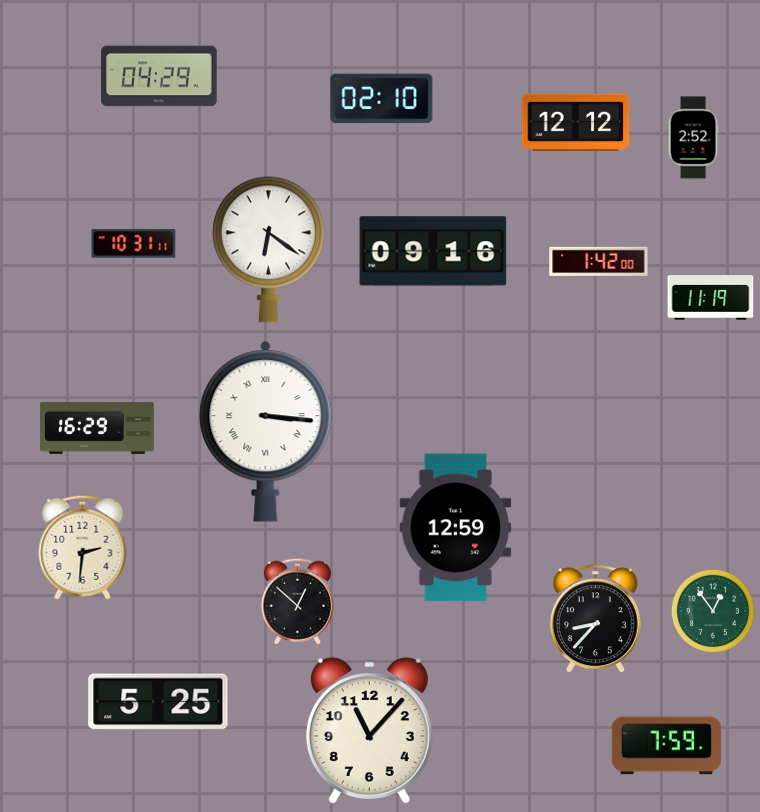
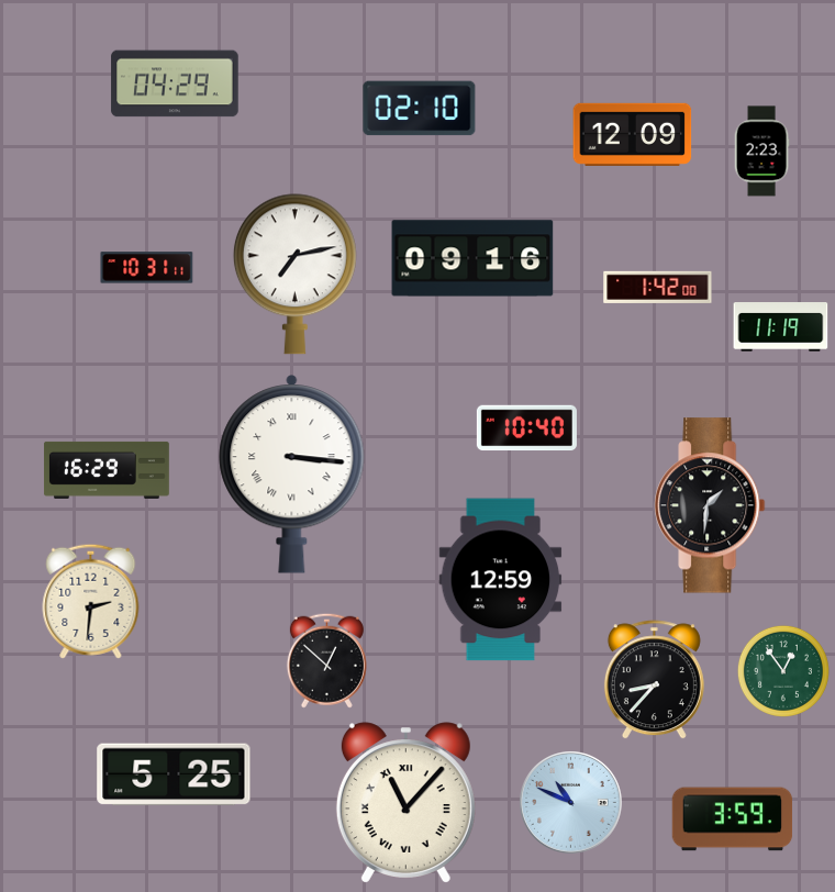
clock at (576, 122): 12:12 -> 12:09
clock at (693, 138): 2:52 -> 2:23
clock at (268, 250): 6:21 -> 7:13
clock at (433, 251) position: (433, 251) -> (472, 258)
clock at (526, 428): none -> 10:40
clock at (710, 505): none -> 1:31
clock at (158, 702) position: (158, 702) -> (174, 774)
clock at (369, 731) numerals: Arabic -> Roman
clock at (571, 803): none -> 10:49
clock at (667, 746): 7:59 -> 3:59
